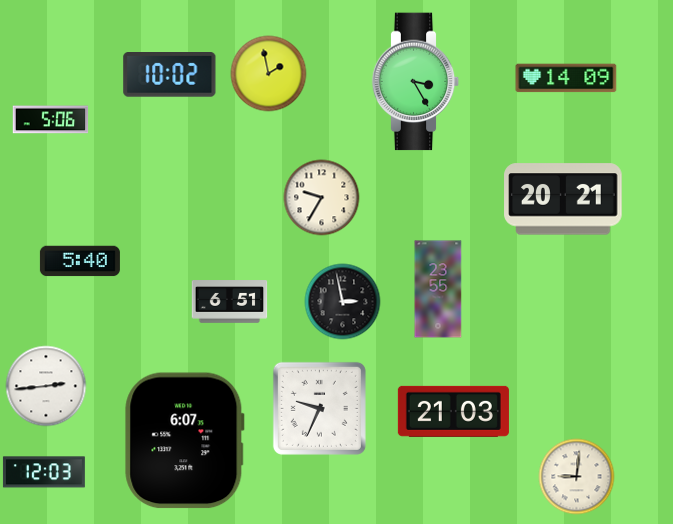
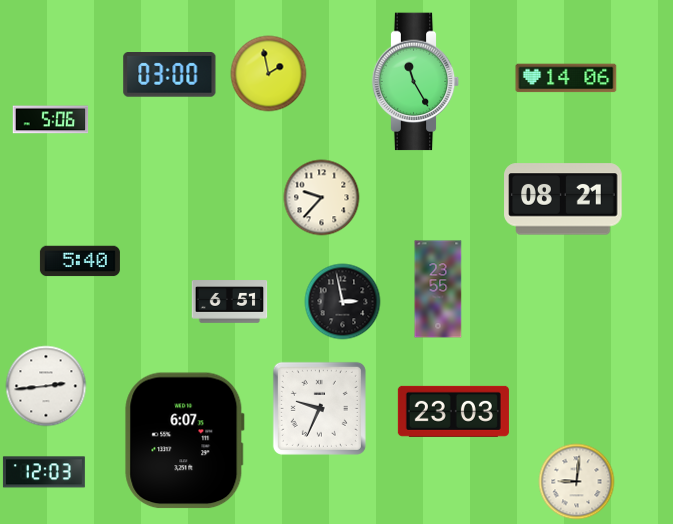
clock at (170, 75): 10:02 -> 03:00
clock at (566, 78): 14:09 -> 14:06
clock at (416, 82): 3:25 -> 11:25
clock at (322, 198): 9:35 -> 9:37
clock at (563, 199): 20:21 -> 08:21
clock at (453, 411): 21:03 -> 23:03
clock at (577, 477) position: (577, 477) -> (577, 482)
